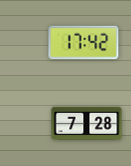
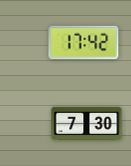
clock at (87, 123): 7:28 -> 7:30
